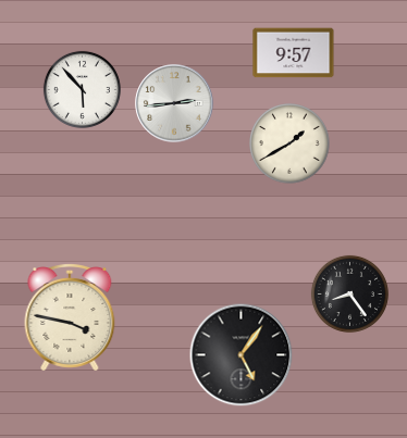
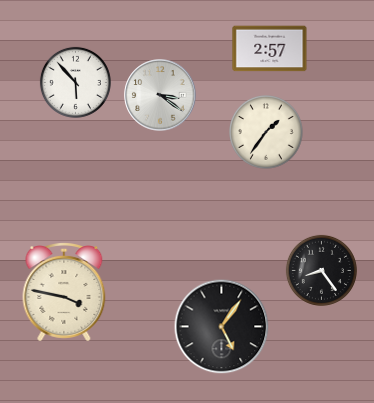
clock at (294, 53): 9:57 -> 2:57
clock at (174, 103): 2:44 -> 3:21
clock at (291, 145): 1:40 -> 1:36
